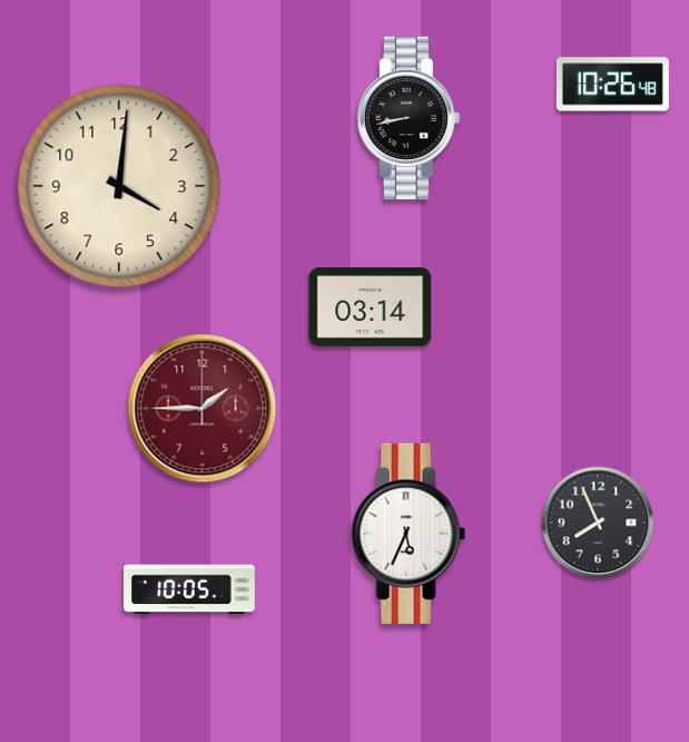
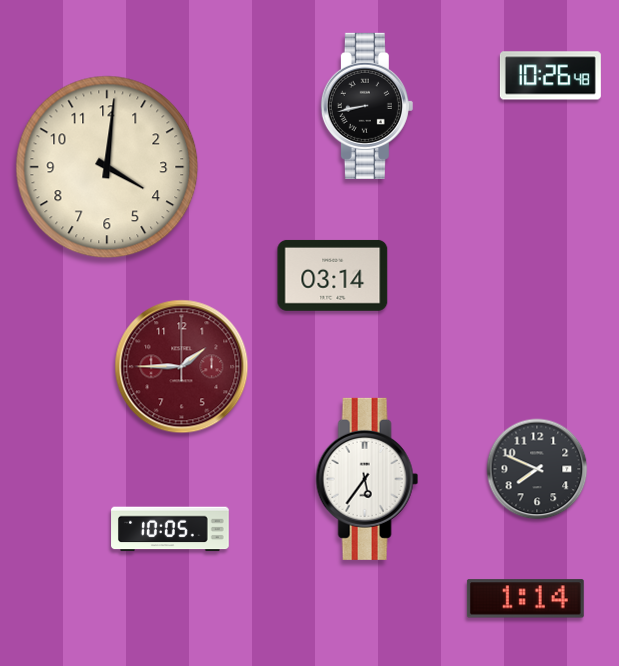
clock at (598, 523): 7:56 -> 7:49
clock at (409, 534): 5:34 -> 5:36
clock at (525, 599): none -> 1:14
